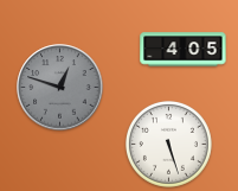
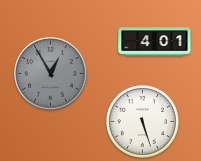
clock at (184, 50): 4:05 -> 4:01
clock at (60, 88): 12:48 -> 12:55
